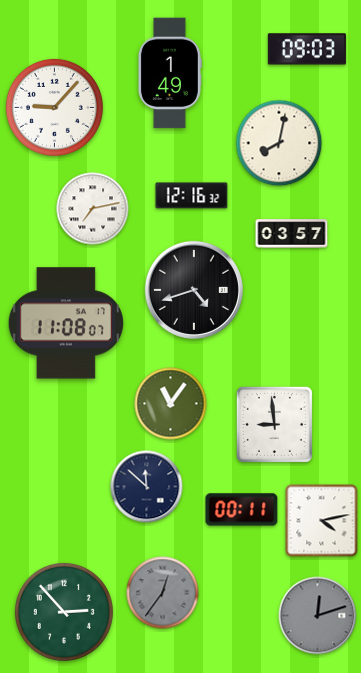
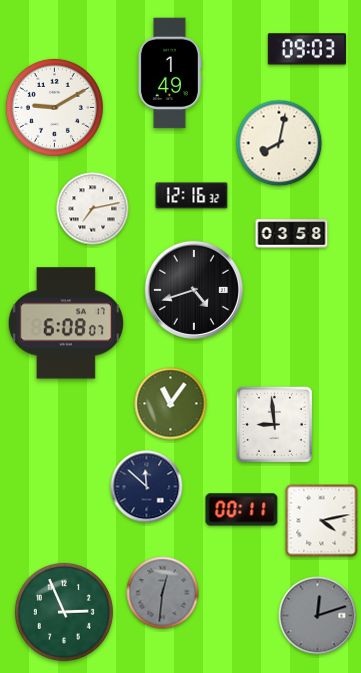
clock at (54, 107): 9:07 -> 9:10
clock at (292, 234): 03:57 -> 03:58
clock at (66, 323): 11:08 -> 6:08
clock at (163, 593): 12:36 -> 12:31
clock at (64, 612): 2:53 -> 2:56
